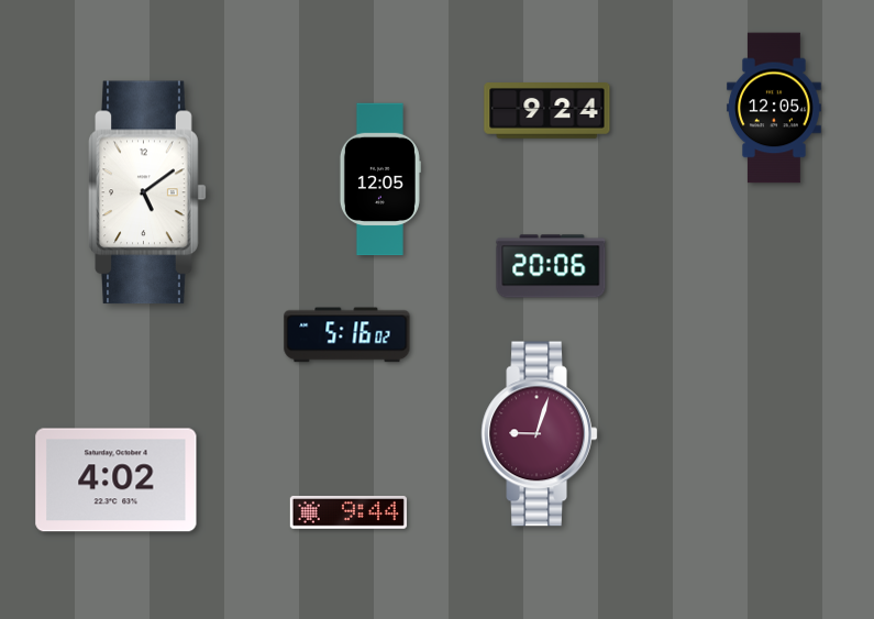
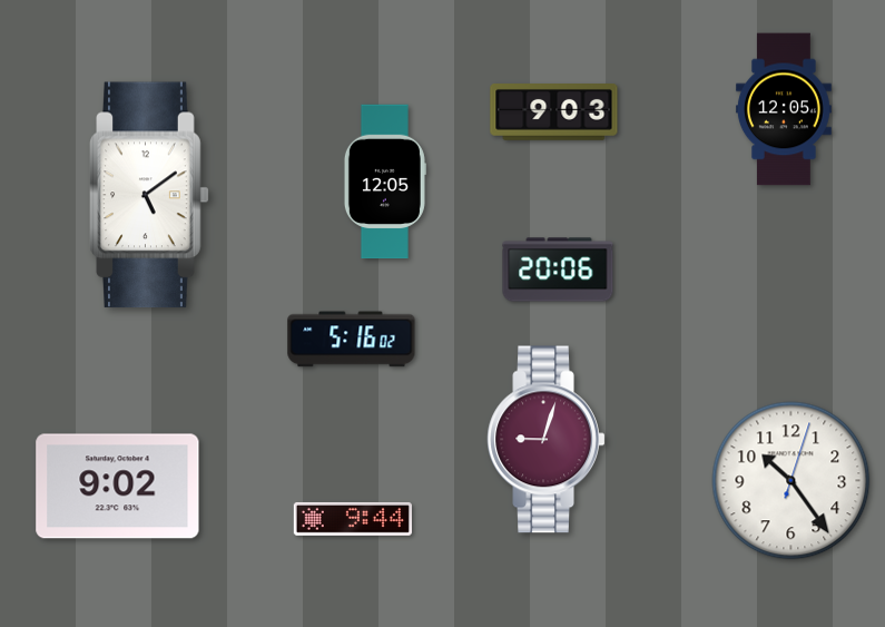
clock at (547, 111): 9:24 -> 9:03
clock at (791, 481): none -> 10:24
clock at (117, 480): 4:02 -> 9:02
